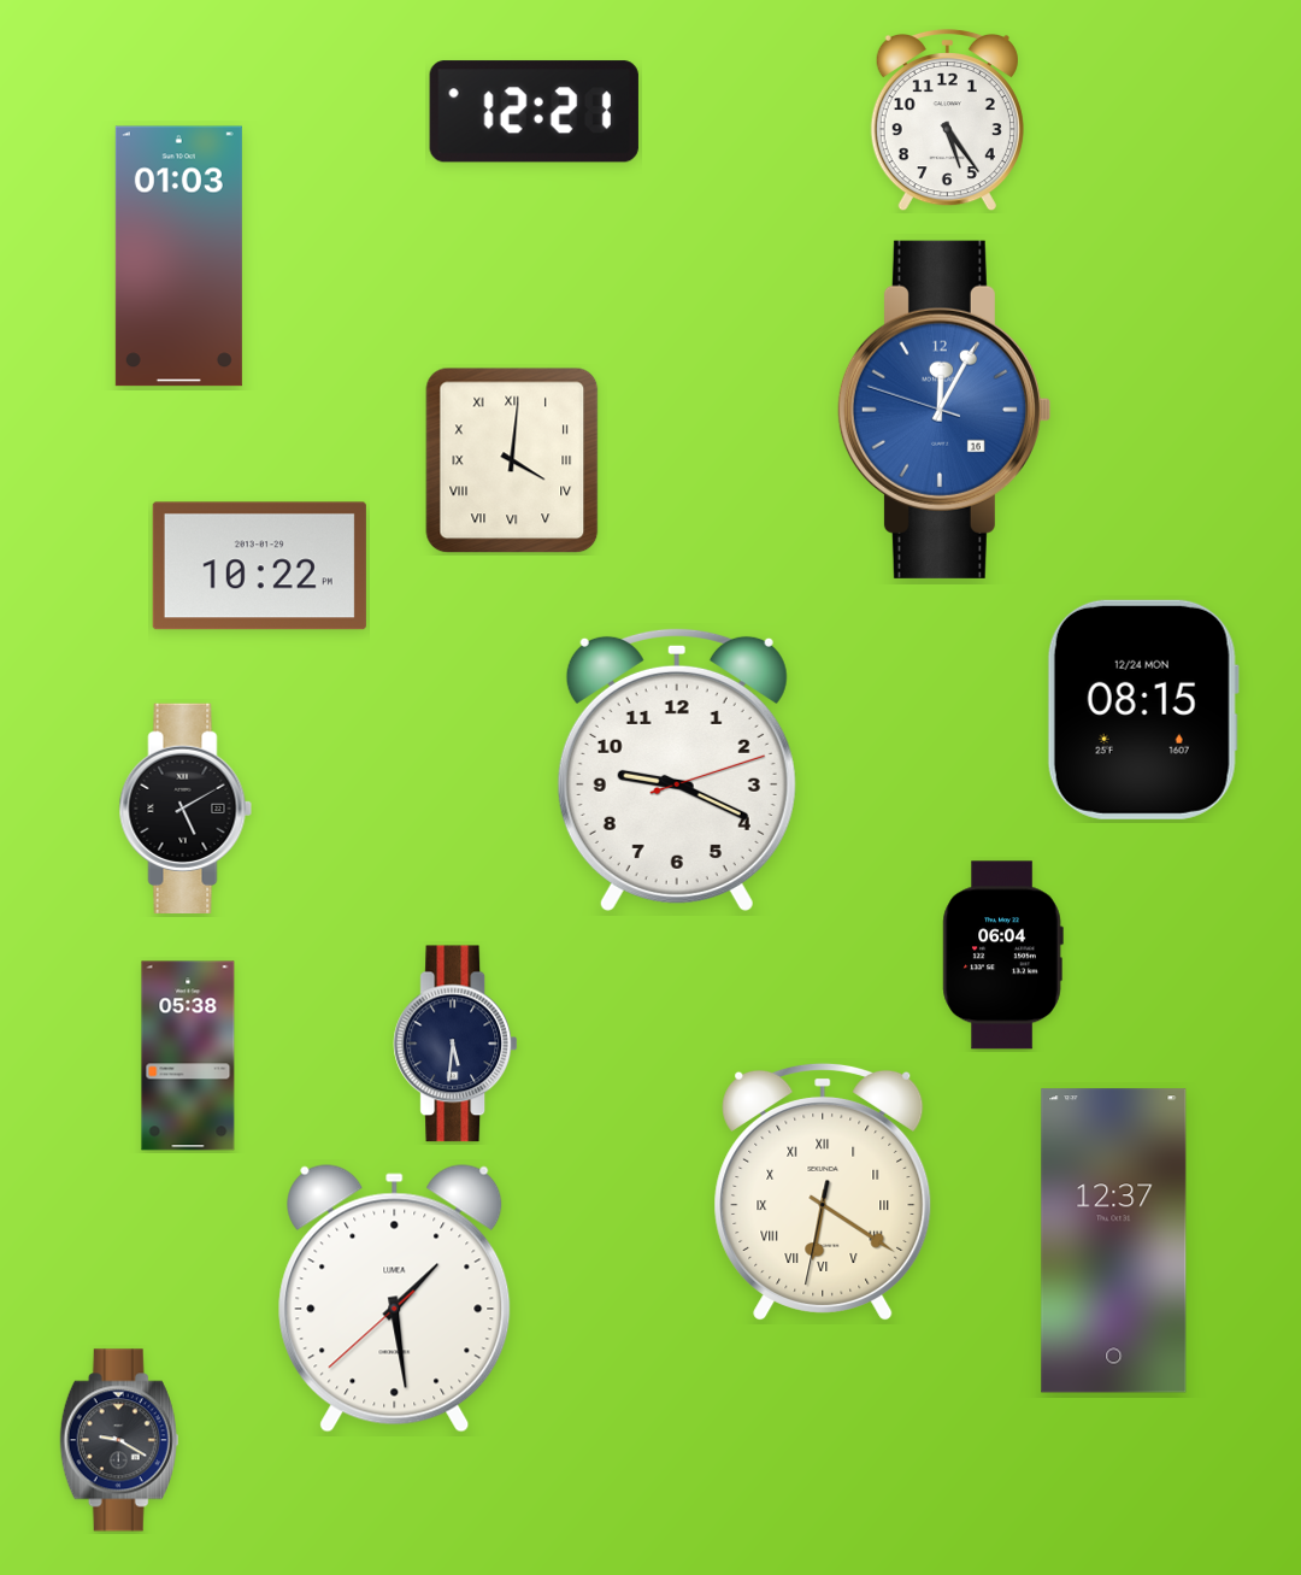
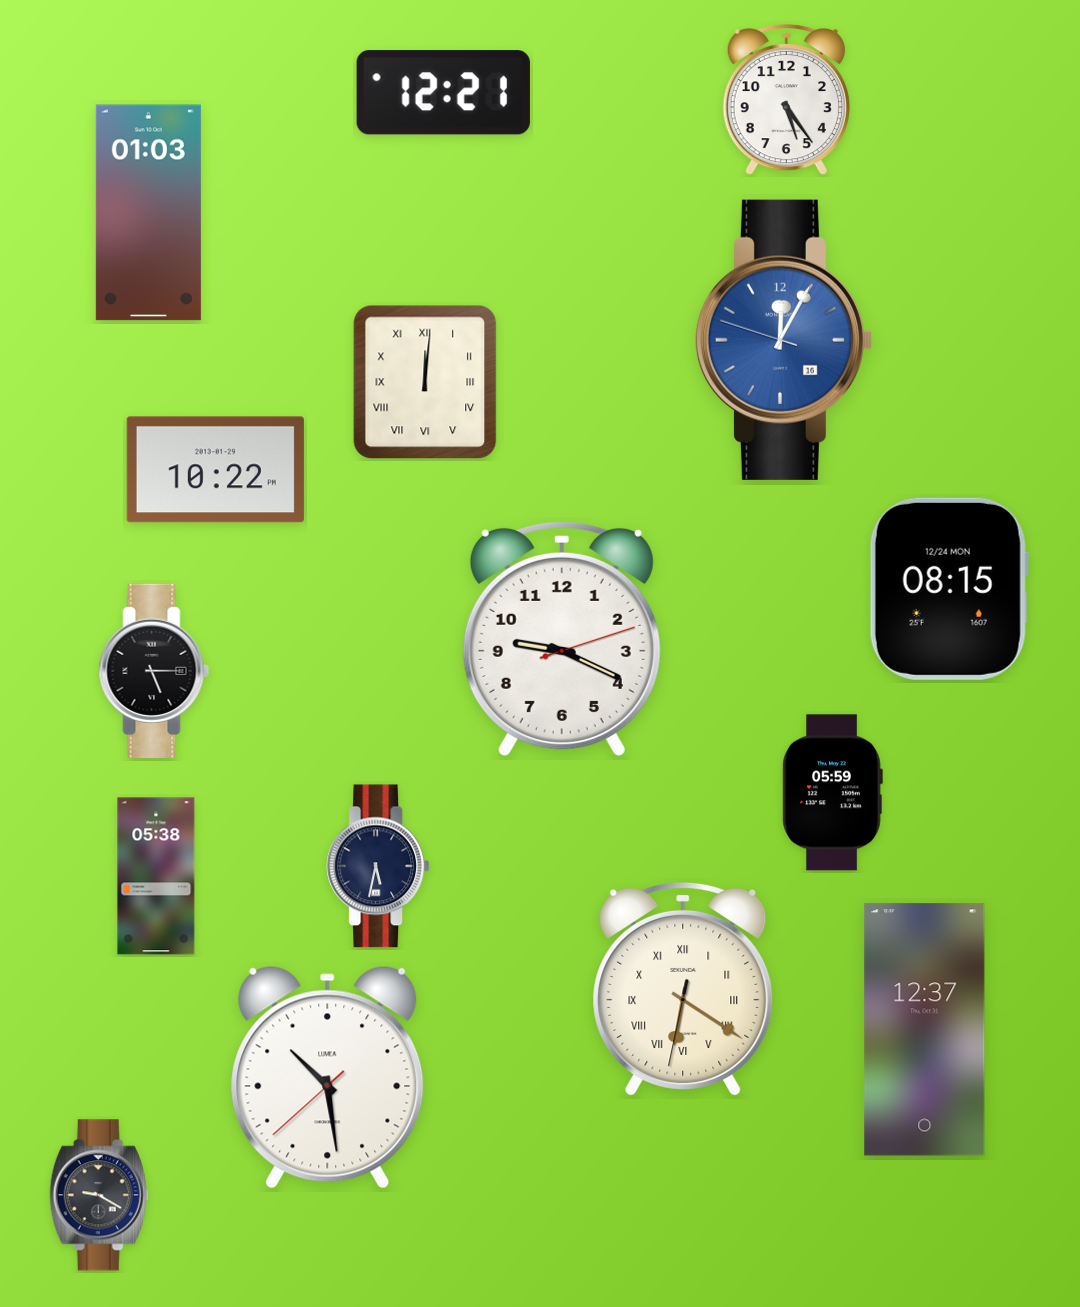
clock at (512, 460): 4:01 -> 12:01
clock at (186, 809): 5:10 -> 5:15
clock at (1002, 956): 06:04 -> 05:59
clock at (455, 1044): 5:31 -> 5:32
clock at (395, 1299): 1:28 -> 10:28
